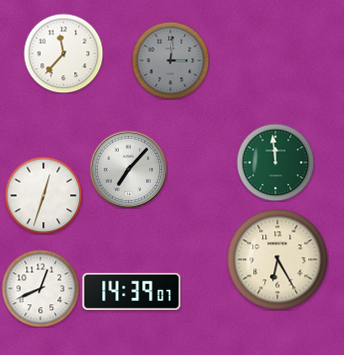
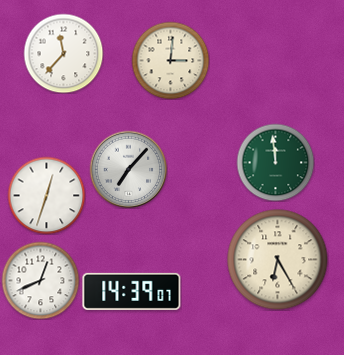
clock at (170, 60) dial: grey -> cream
clock at (43, 195) position: (43, 195) -> (46, 195)
clock at (40, 288) position: (40, 288) -> (40, 280)
